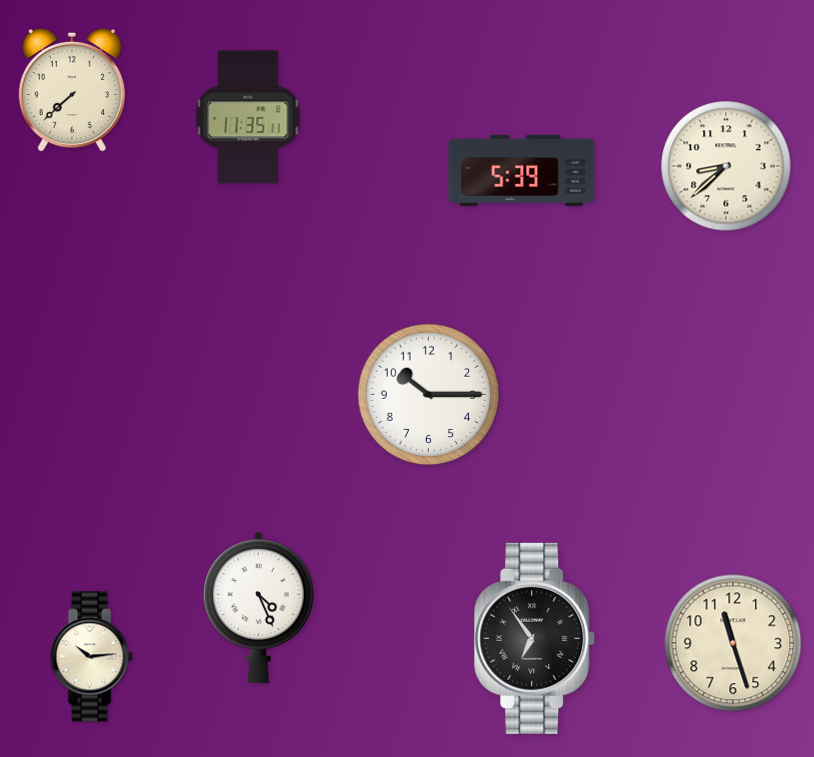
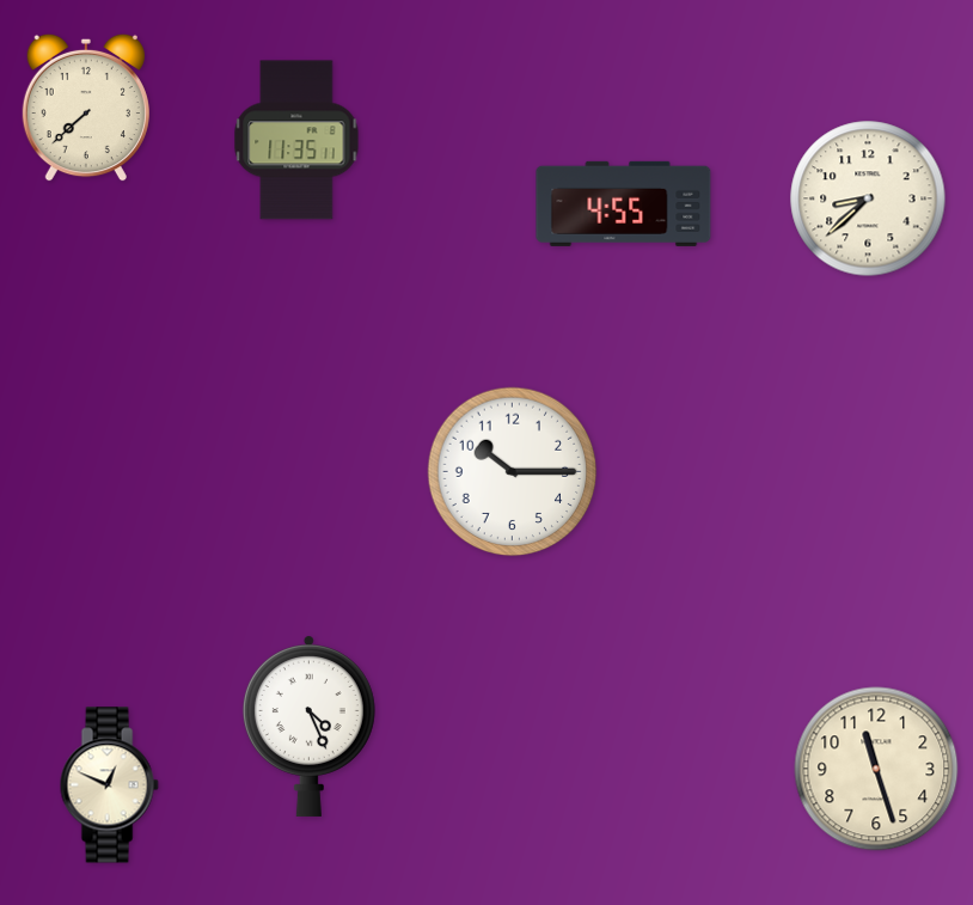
clock at (522, 170): 5:39 -> 4:55
clock at (535, 638): 6:54 -> none
clock at (91, 657): 10:14 -> 12:49
